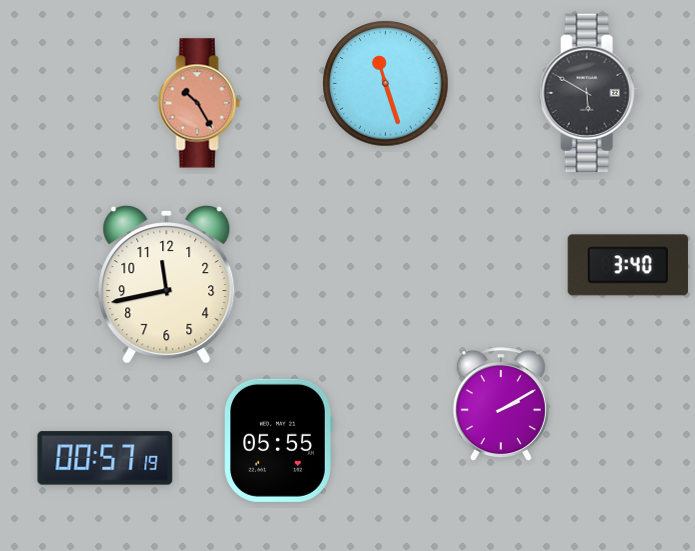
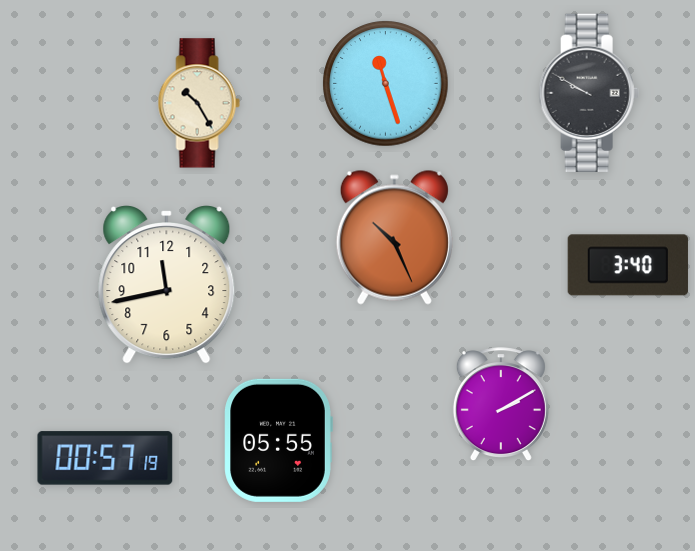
clock at (589, 92): 5:50 -> 9:50
clock at (199, 103) dial: salmon -> cream
clock at (394, 237): none -> 10:26
